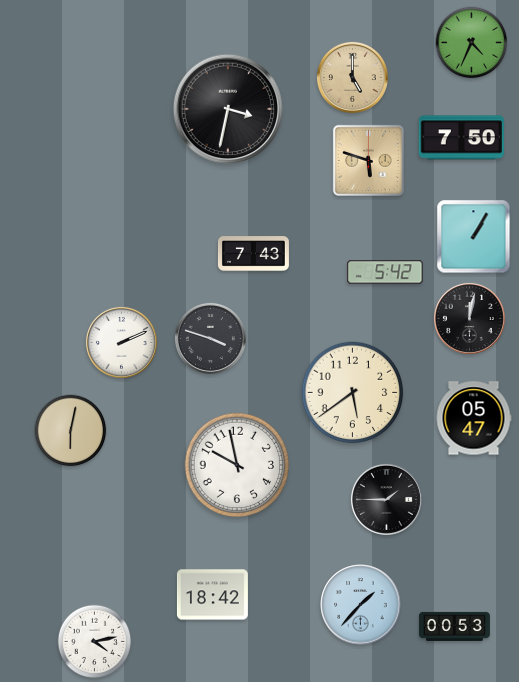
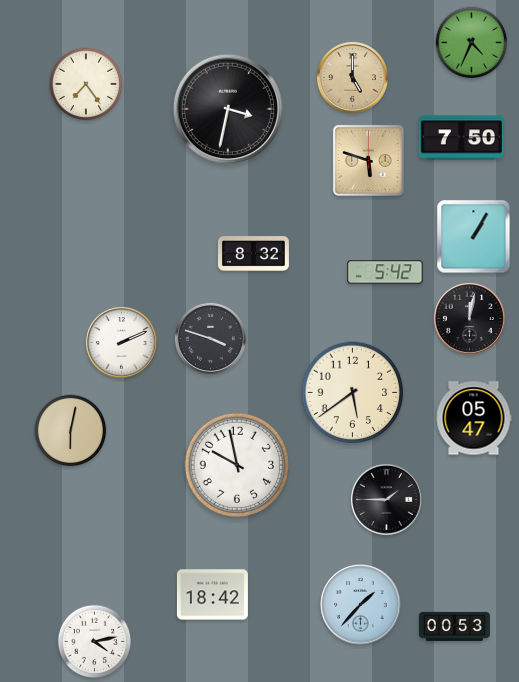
clock at (86, 84): none -> 7:24
clock at (253, 254): 7:43 -> 8:32
